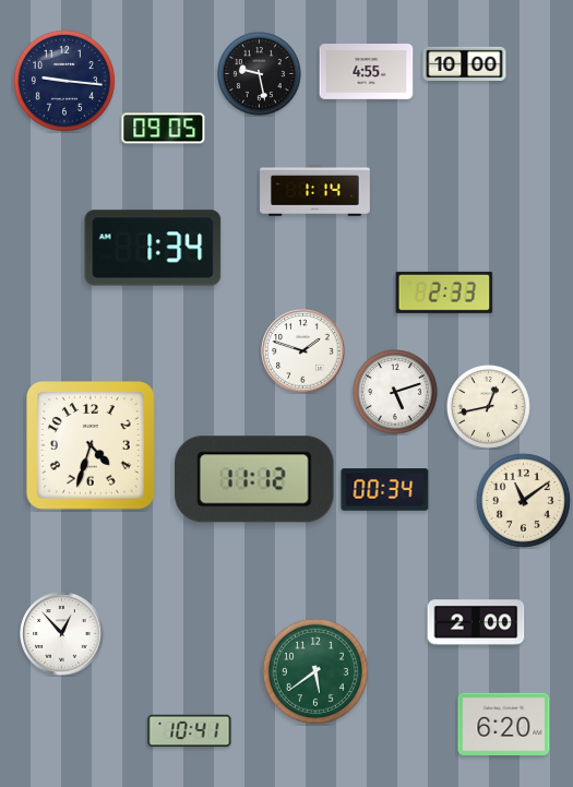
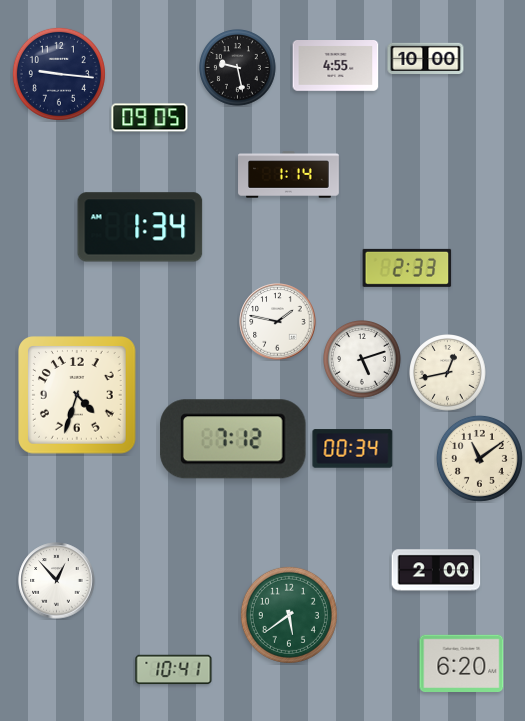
clock at (303, 351): 1:48 -> 1:47
clock at (92, 446) position: (92, 446) -> (78, 396)
clock at (254, 479): 11:12 -> 7:12
